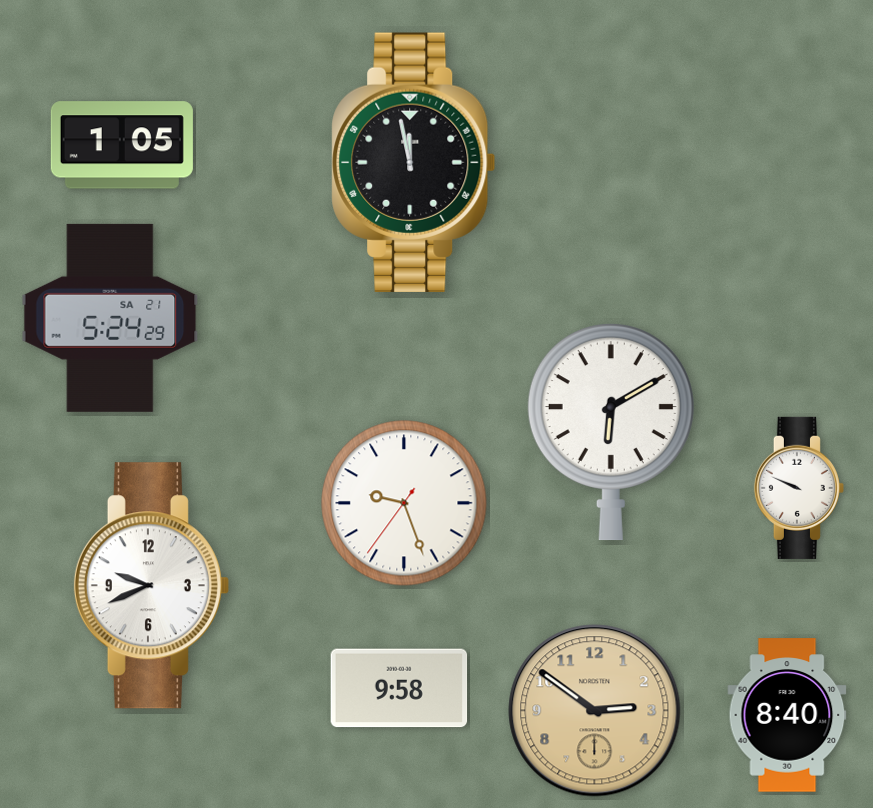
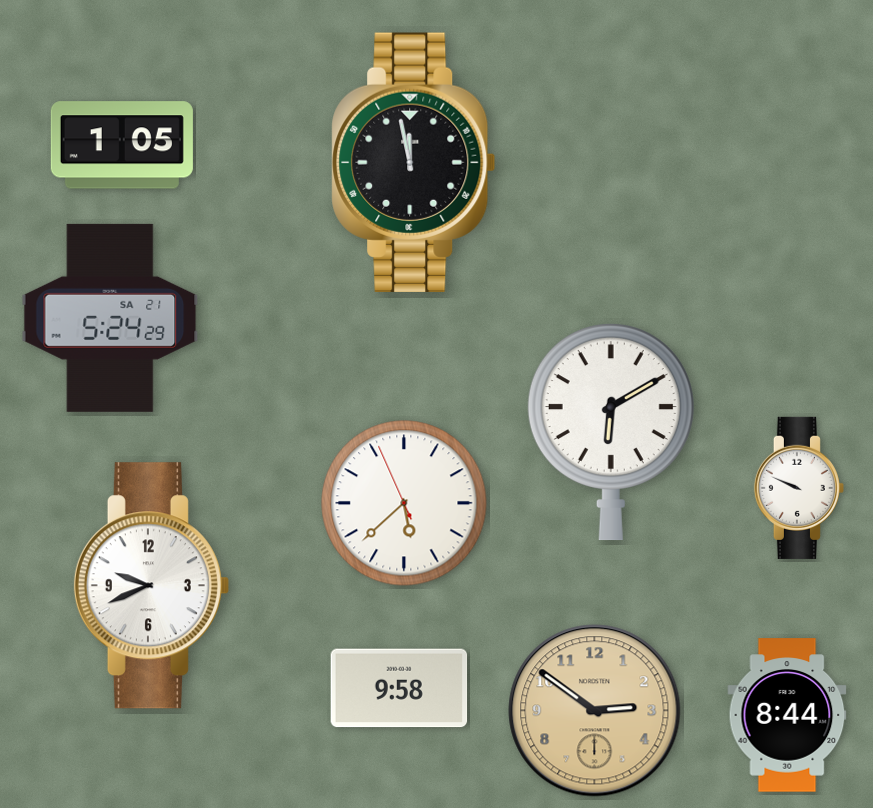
clock at (404, 503): 9:26 -> 5:37
clock at (787, 715): 8:40 -> 8:44
